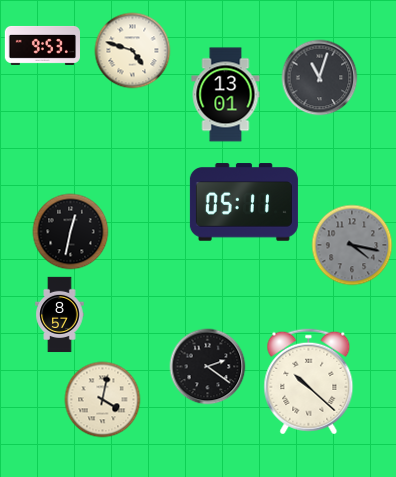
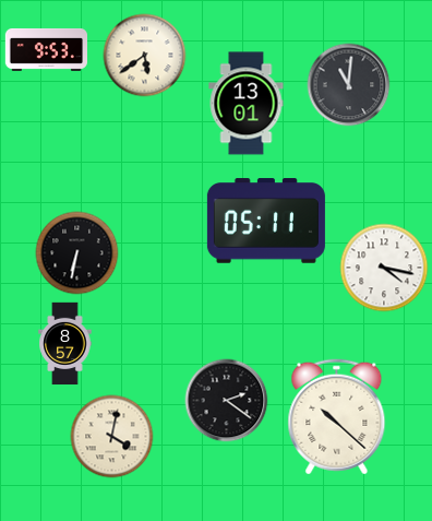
clock at (133, 51): 4:48 -> 5:39
clock at (320, 78): 11:03 -> 11:01
clock at (71, 232): 12:32 -> 6:32
clock at (352, 245) dial: grey -> white
